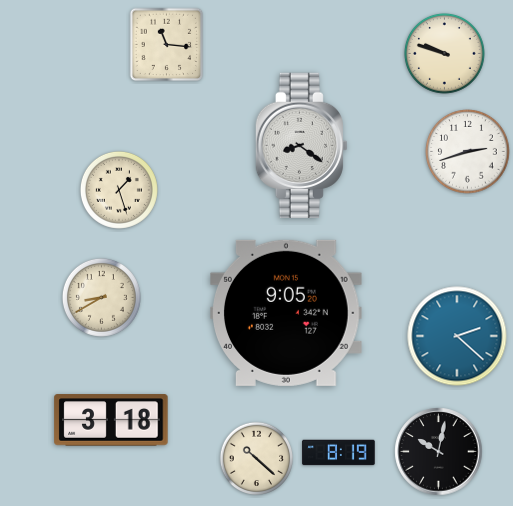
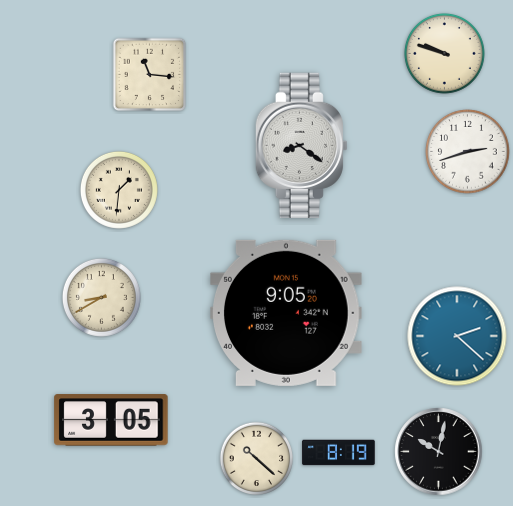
clock at (167, 45) position: (167, 45) -> (150, 75)
clock at (119, 190): 1:27 -> 1:31
clock at (111, 420): 3:18 -> 3:05
